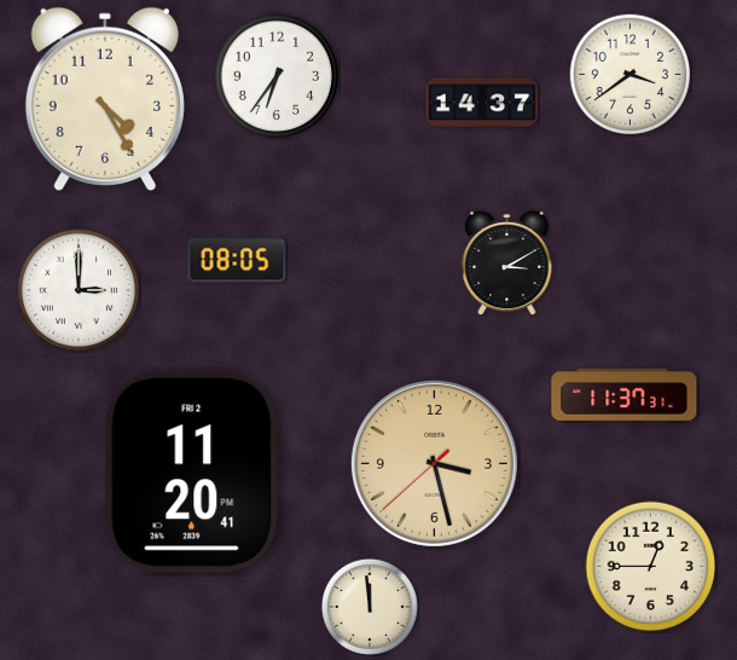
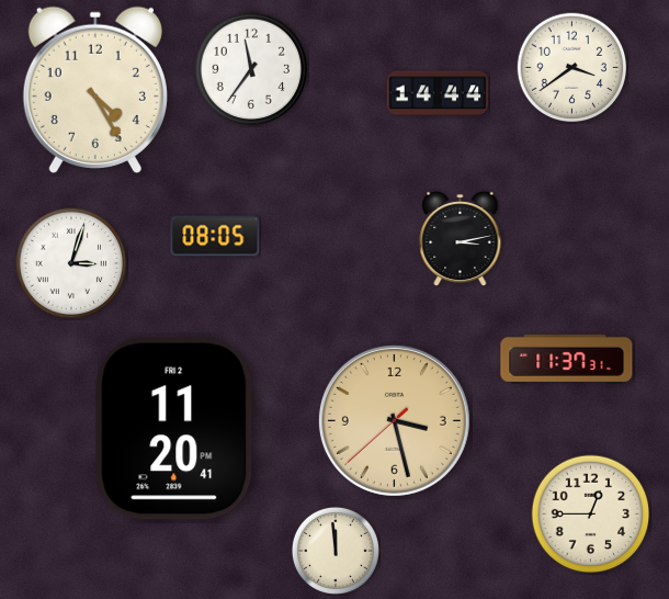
clock at (277, 76): 6:36 -> 11:36
clock at (482, 103): 14:37 -> 14:44
clock at (507, 262): 3:10 -> 3:13
clock at (79, 290): 3:00 -> 3:03
